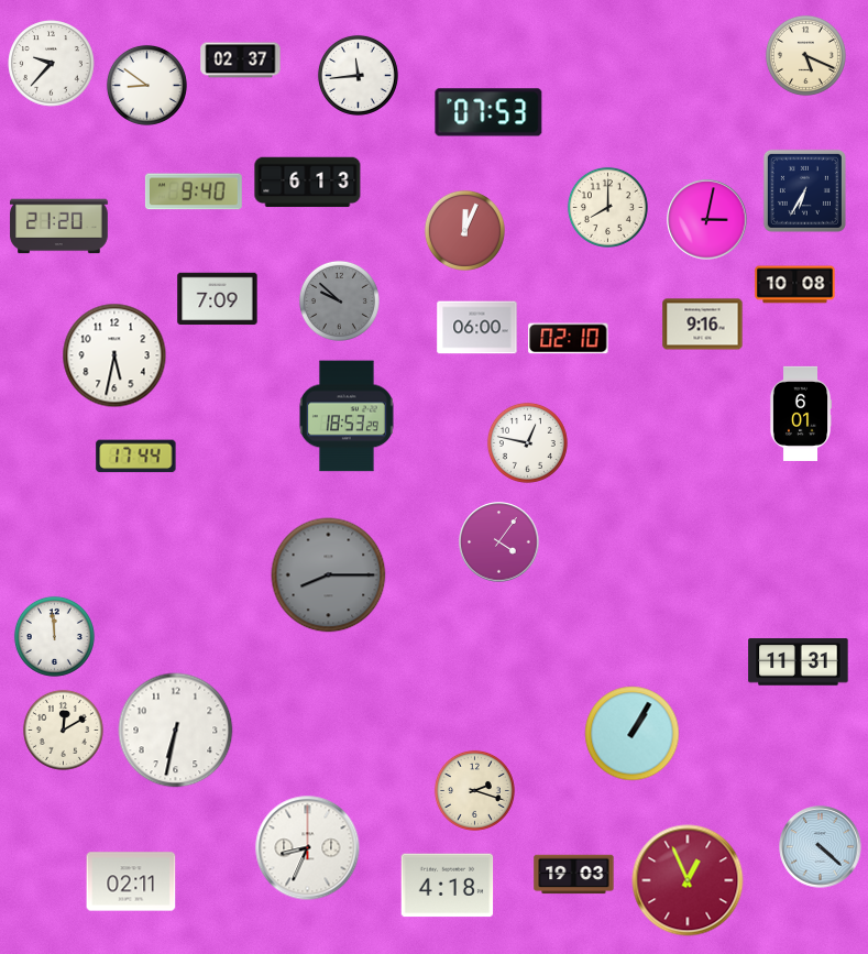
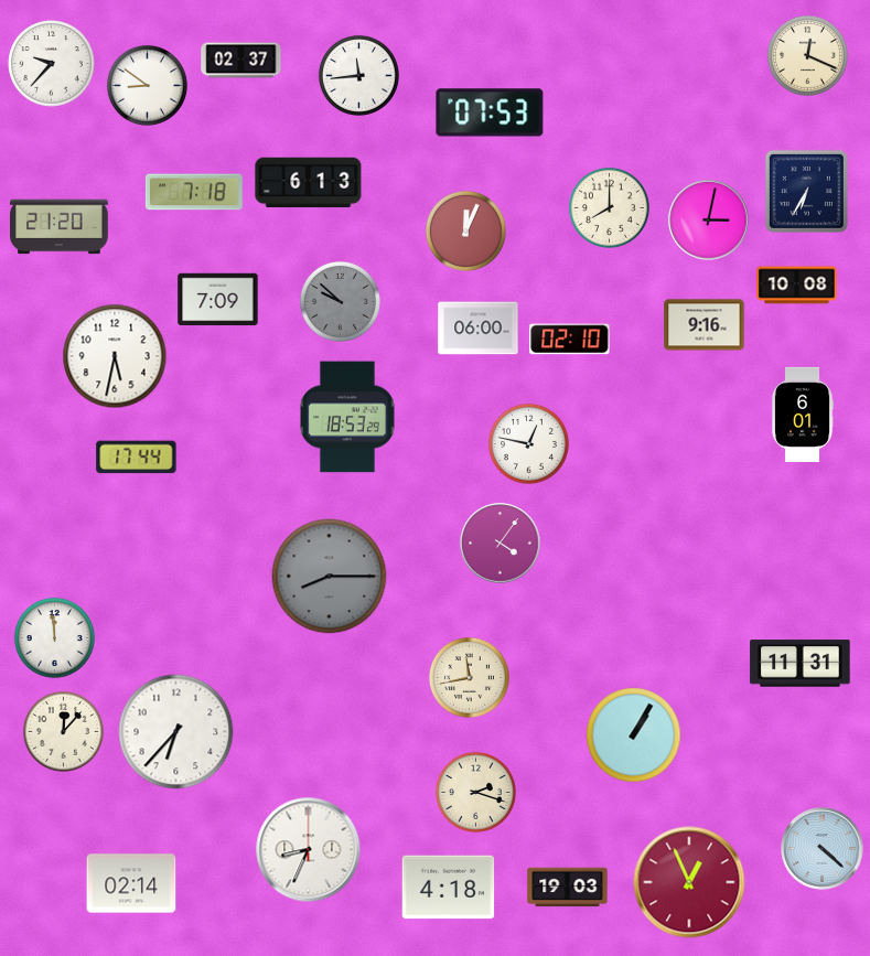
clock at (805, 55): 5:19 -> 12:19
clock at (194, 191): 9:40 -> 7:18
clock at (469, 677): none -> 11:43
clock at (63, 730): 12:10 -> 12:07
clock at (176, 731): 6:32 -> 6:37
clock at (574, 875) position: (574, 875) -> (568, 888)
clock at (131, 881): 02:11 -> 02:14
